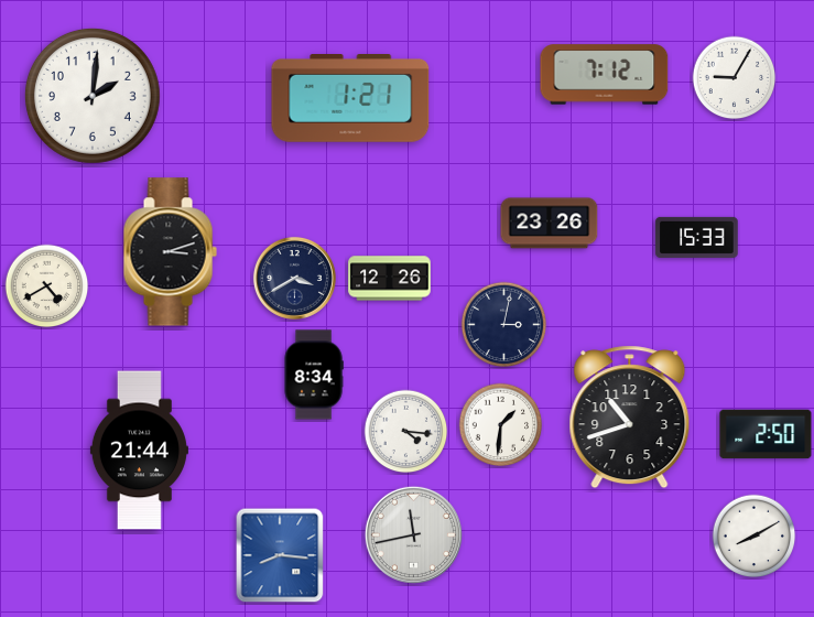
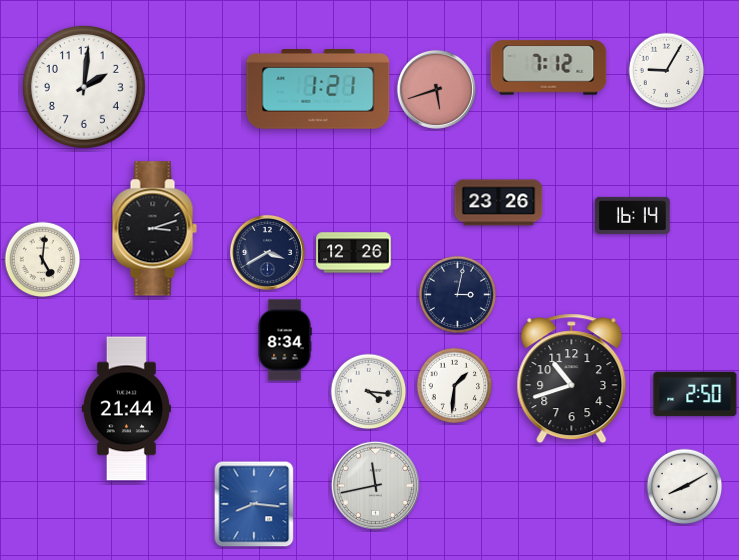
clock at (436, 89): none -> 5:42
clock at (697, 237): 15:33 -> 16:14
clock at (47, 286): 4:40 -> 5:01
